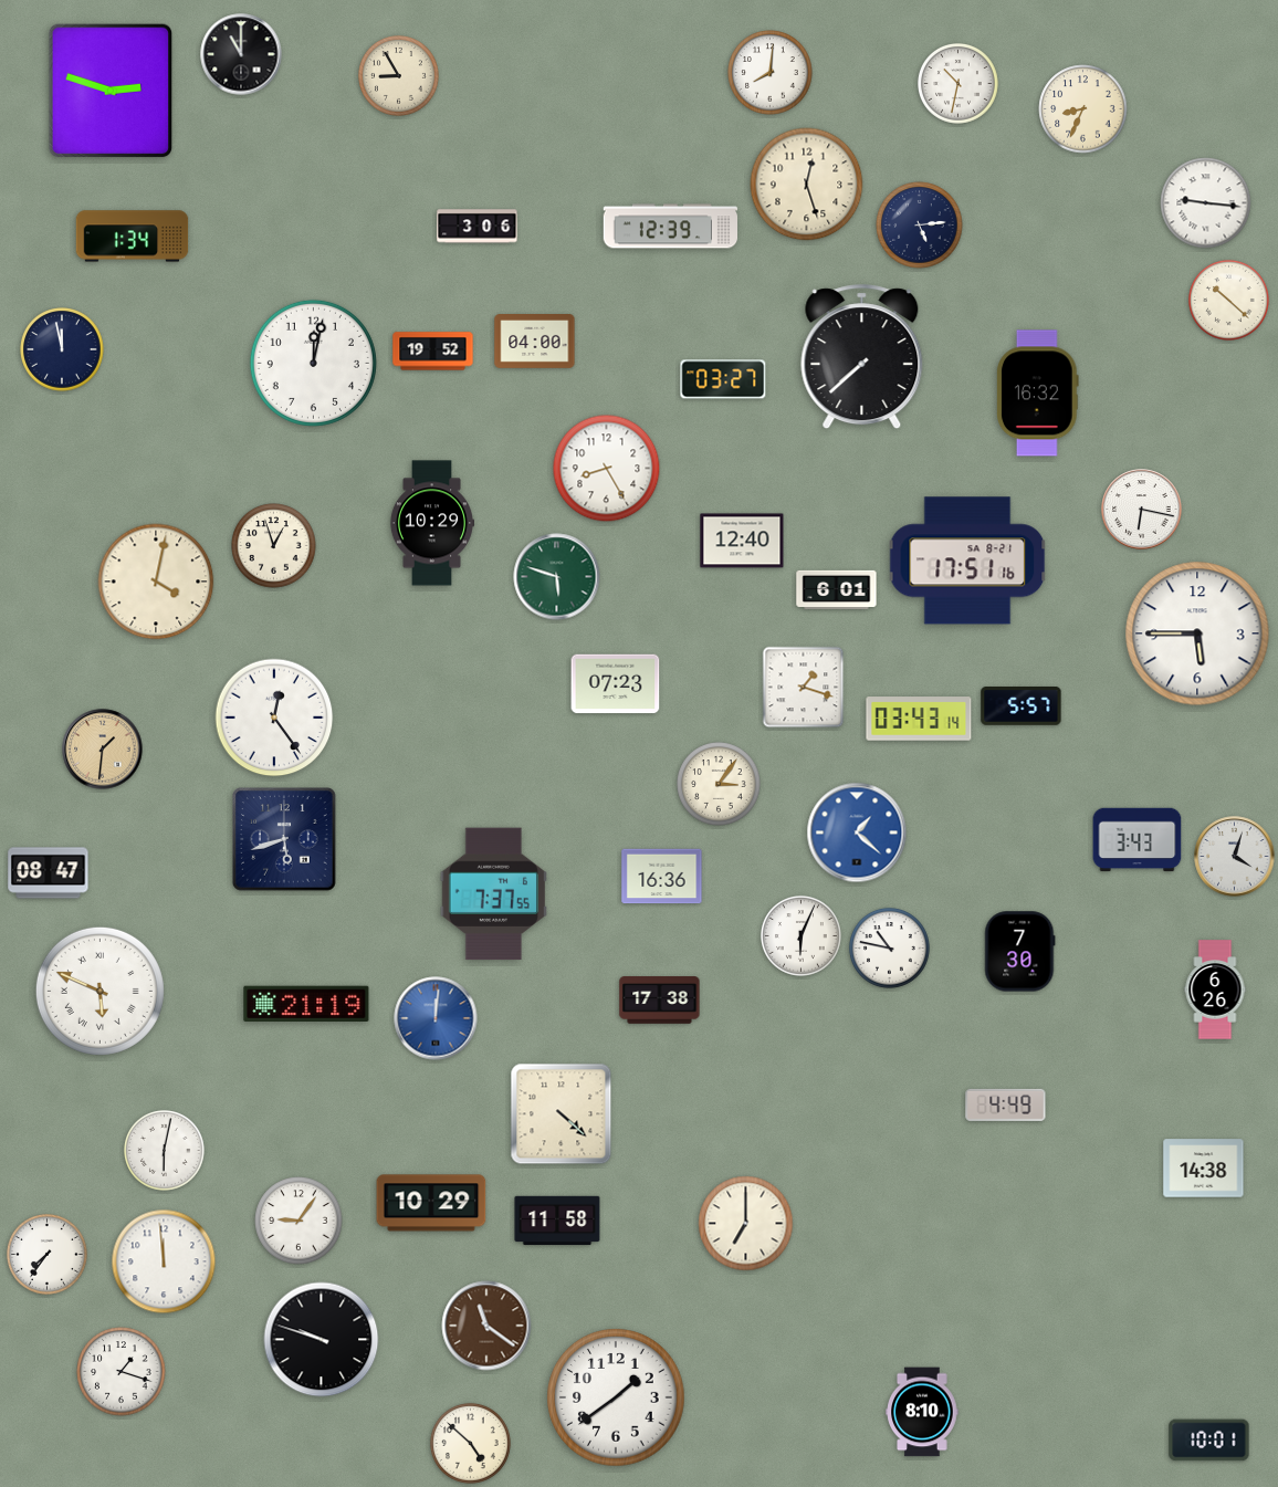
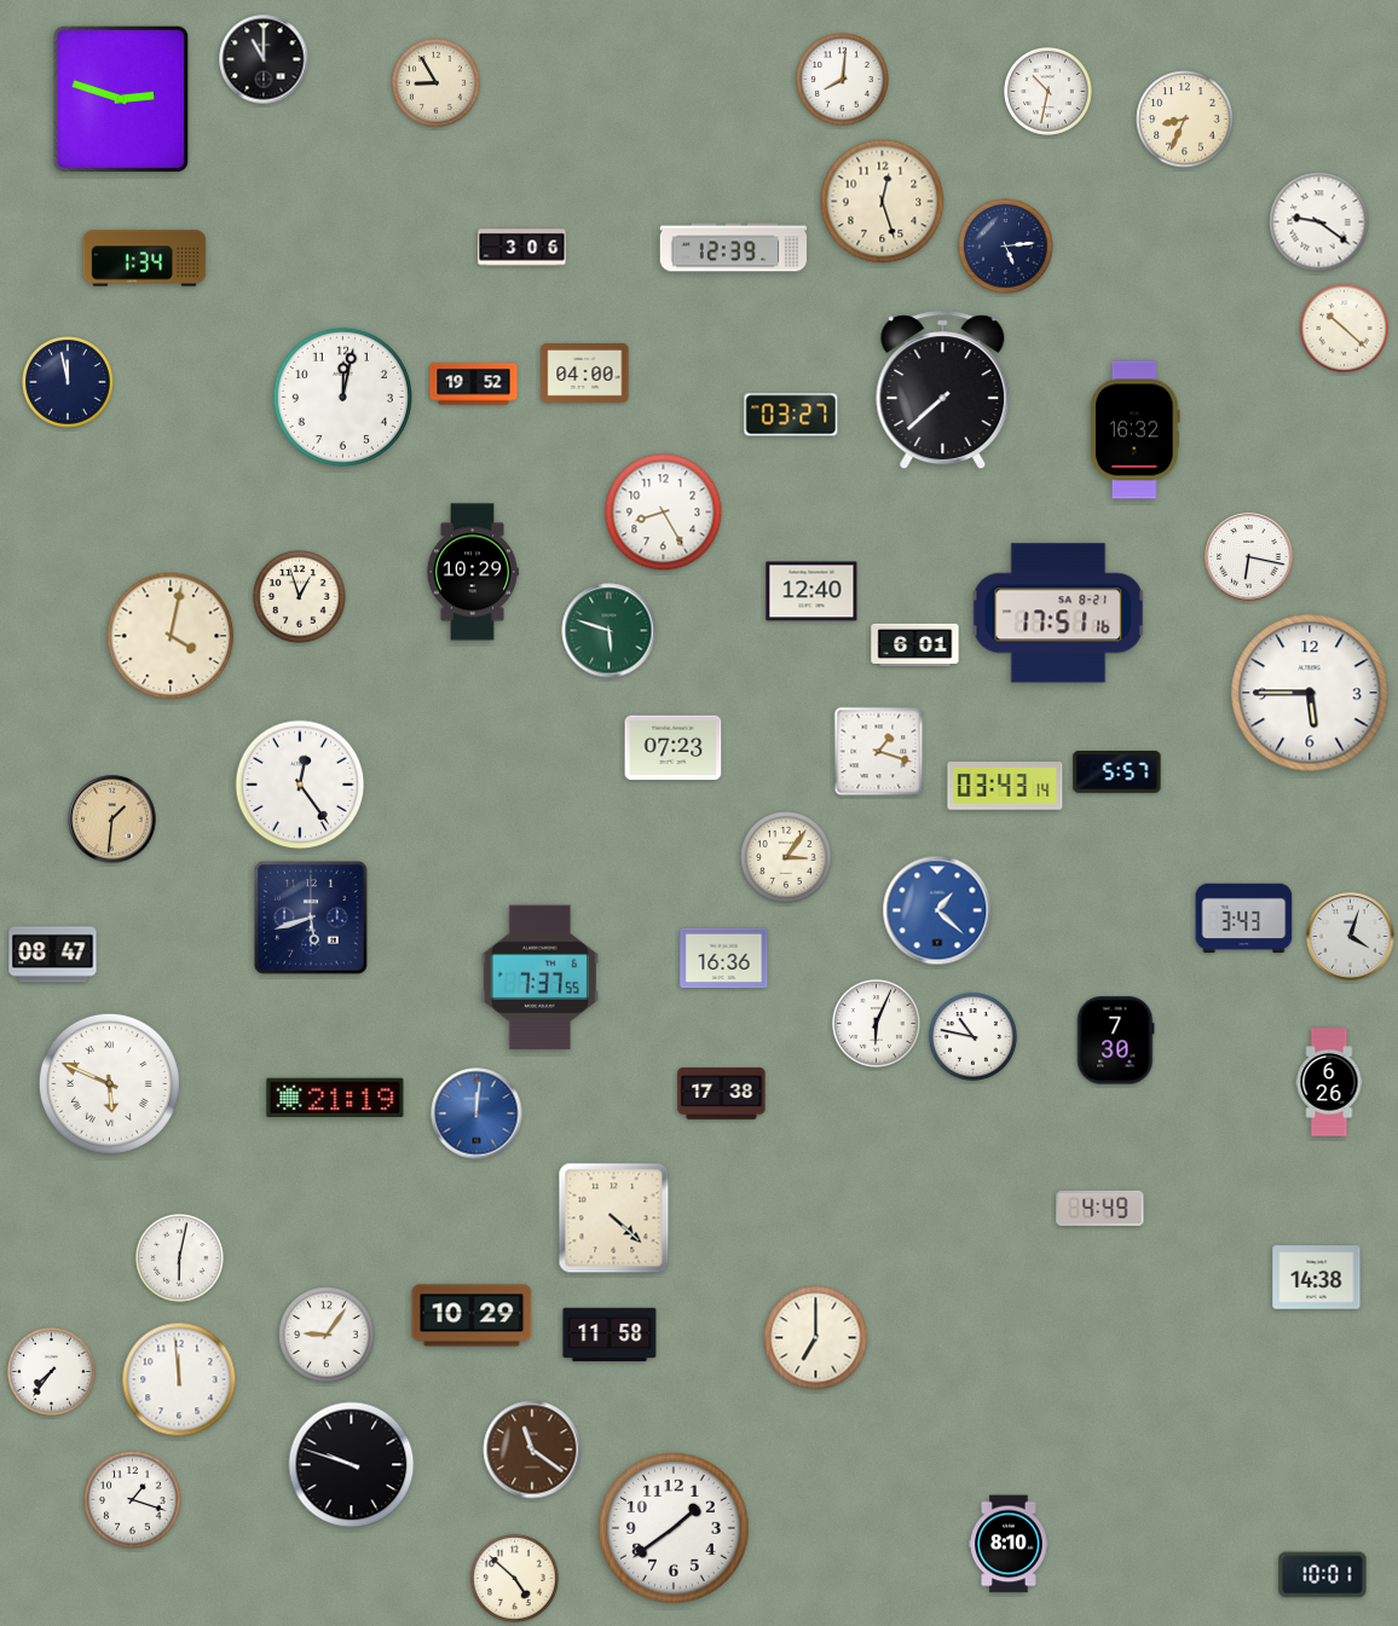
clock at (1206, 203): 9:16 -> 9:21
